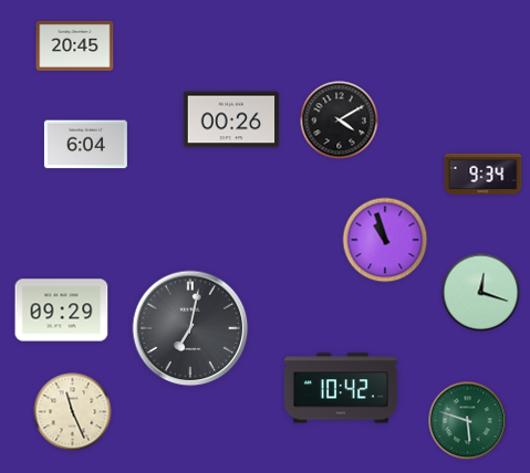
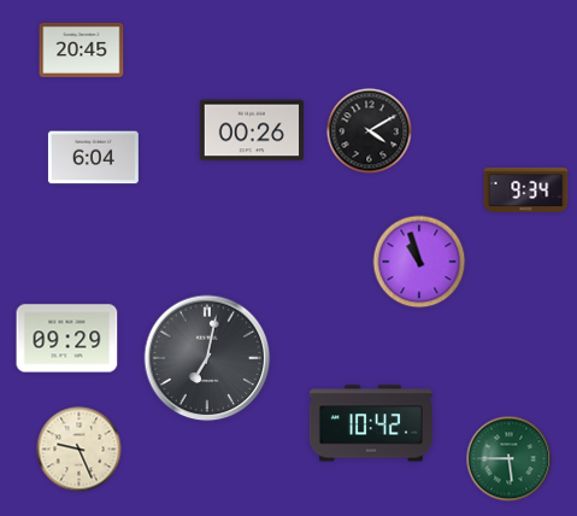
clock at (481, 293): 12:18 -> none
clock at (73, 412): 11:26 -> 9:26
clock at (468, 421): 5:48 -> 5:45
